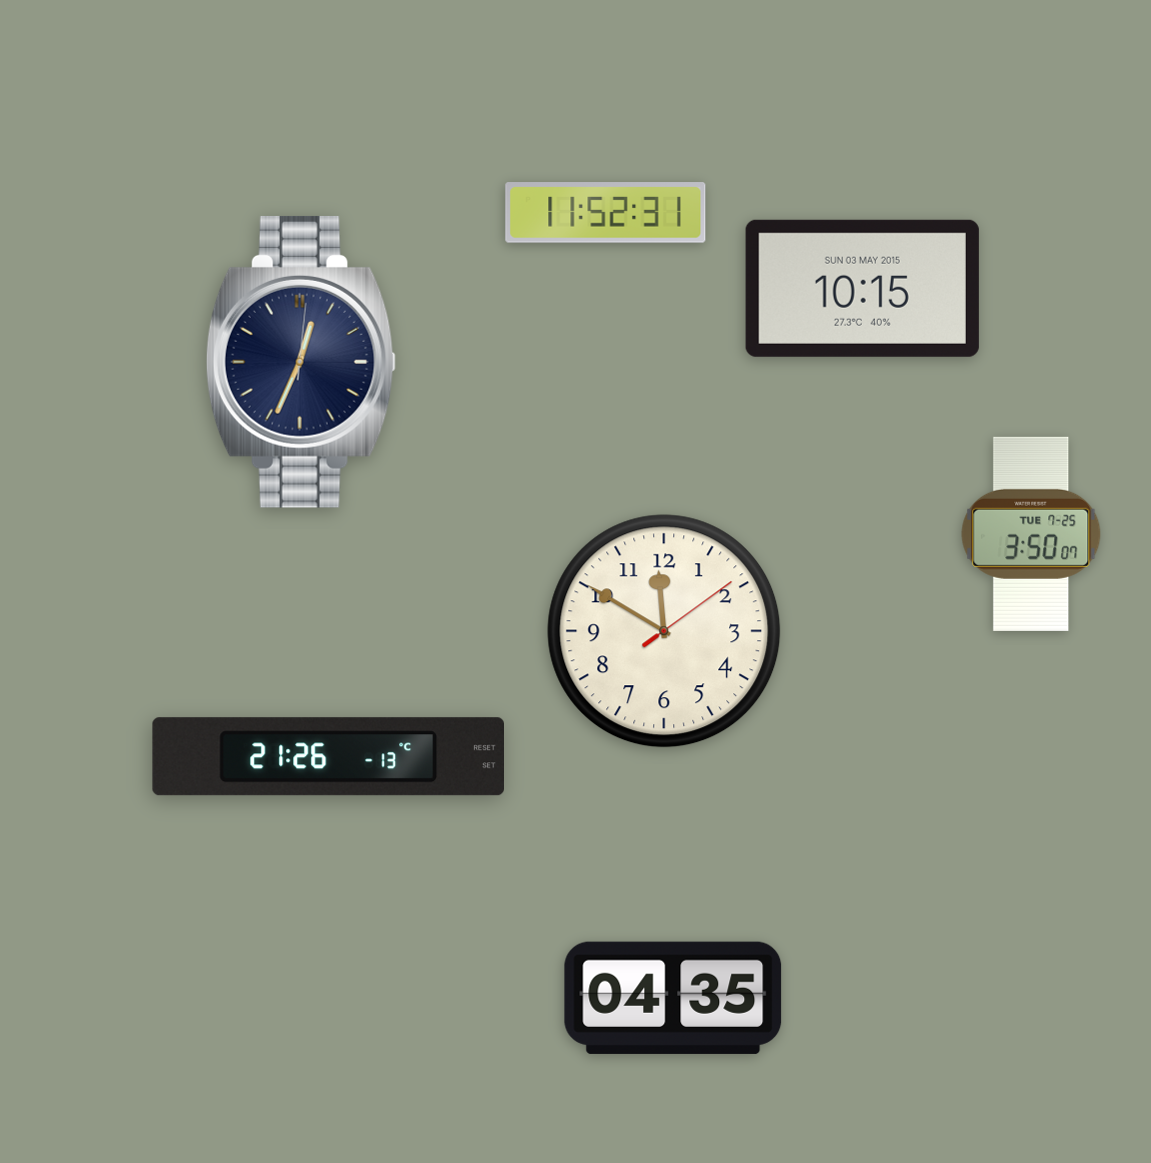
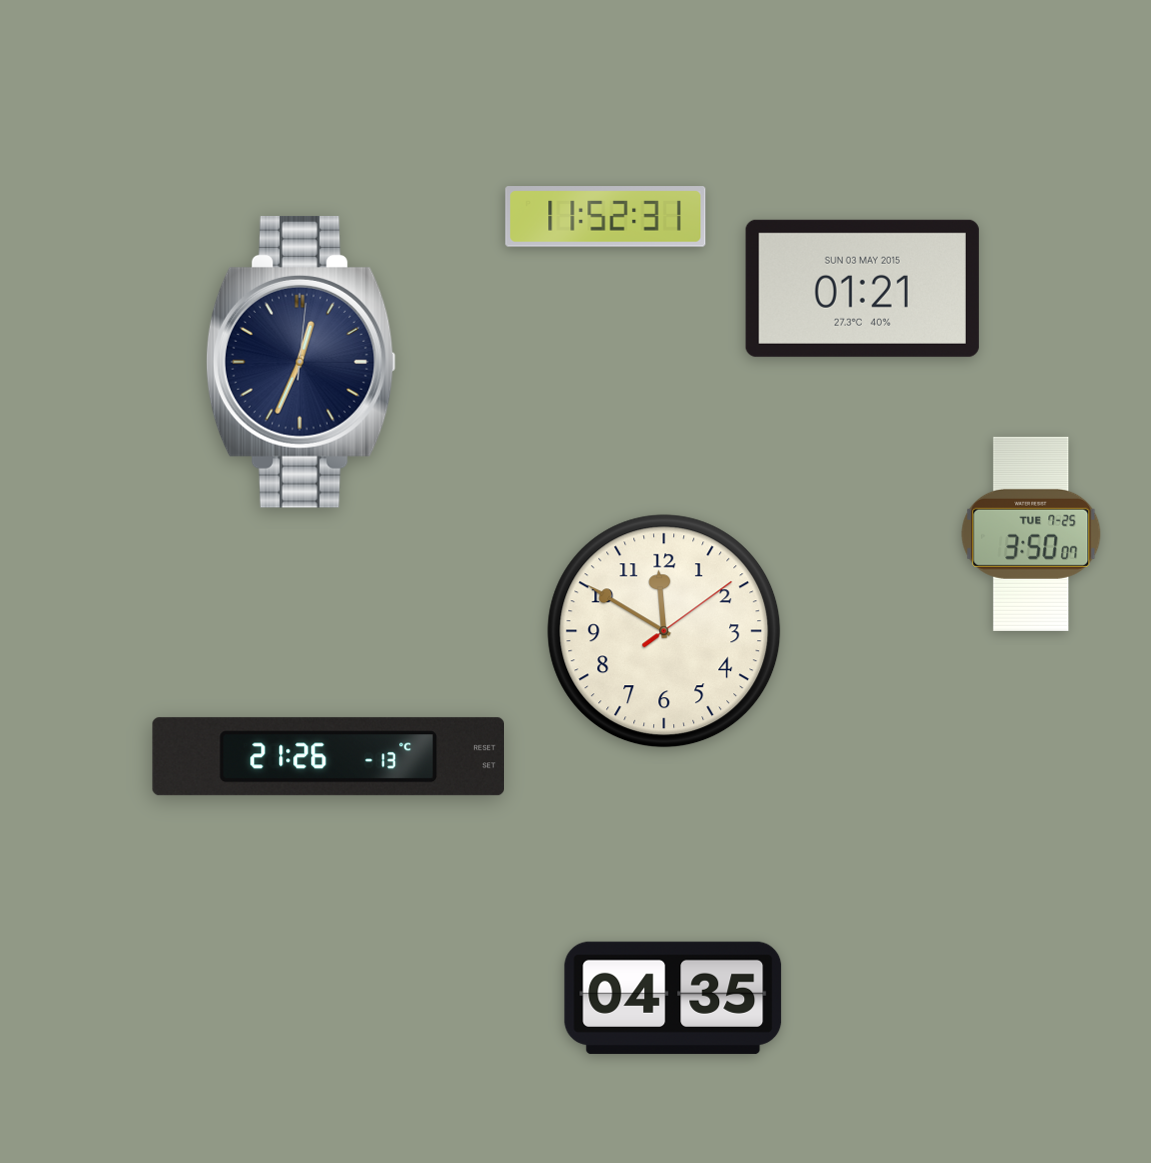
clock at (606, 213) position: (606, 213) -> (606, 217)
clock at (862, 288): 10:15 -> 01:21
